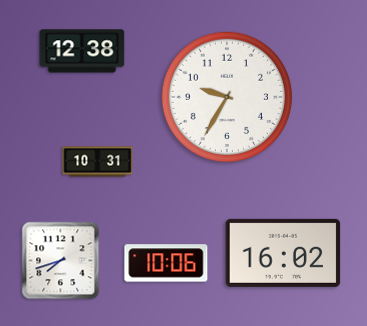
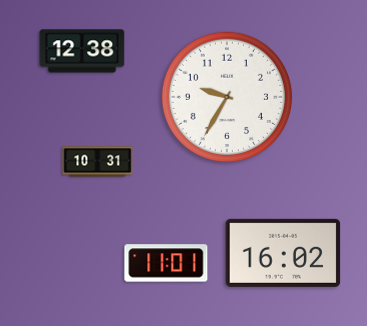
clock at (61, 261): 7:42 -> none
clock at (166, 263): 10:06 -> 11:01
